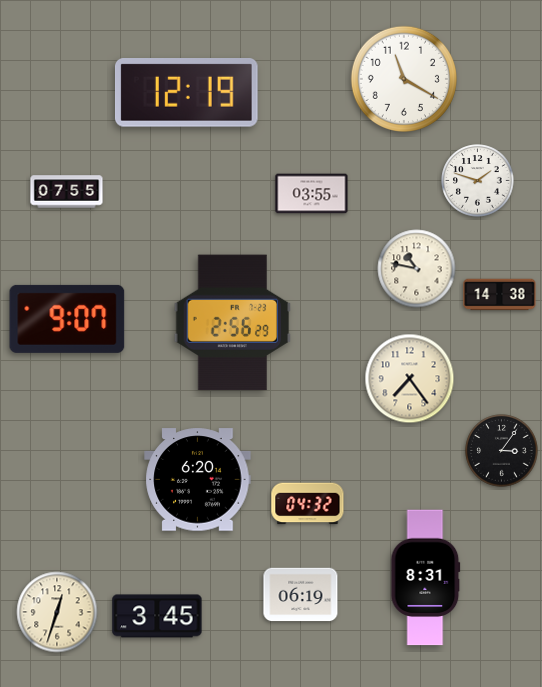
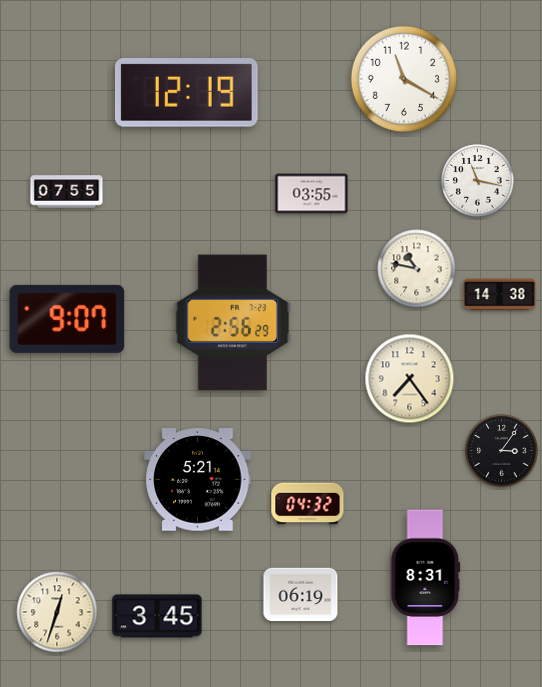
clock at (478, 181): 1:48 -> 11:17
clock at (198, 480): 6:20 -> 5:21
